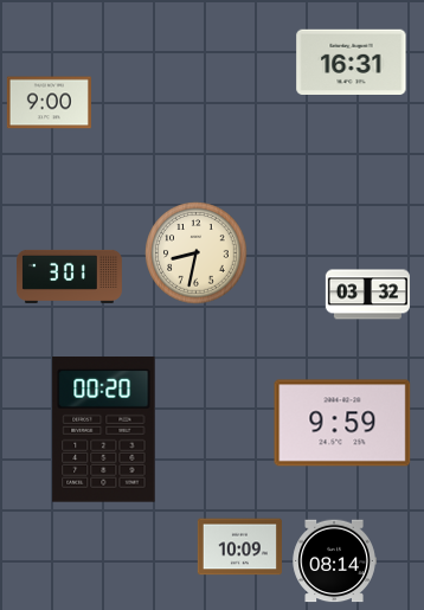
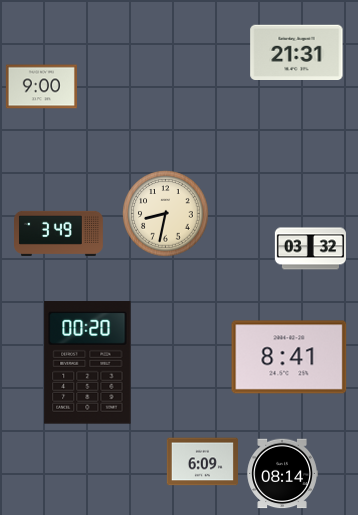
clock at (352, 62): 16:31 -> 21:31
clock at (70, 276): 3:01 -> 3:49
clock at (342, 423): 9:59 -> 8:41
clock at (239, 547): 10:09 -> 6:09
